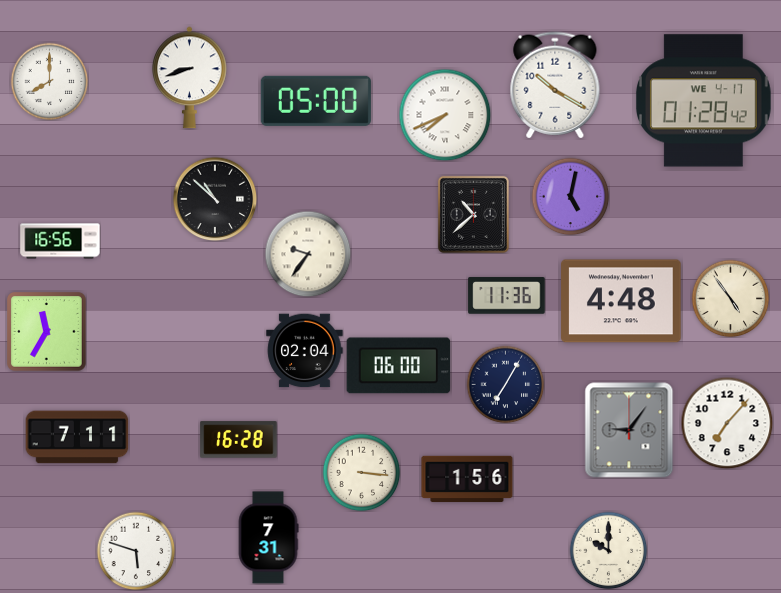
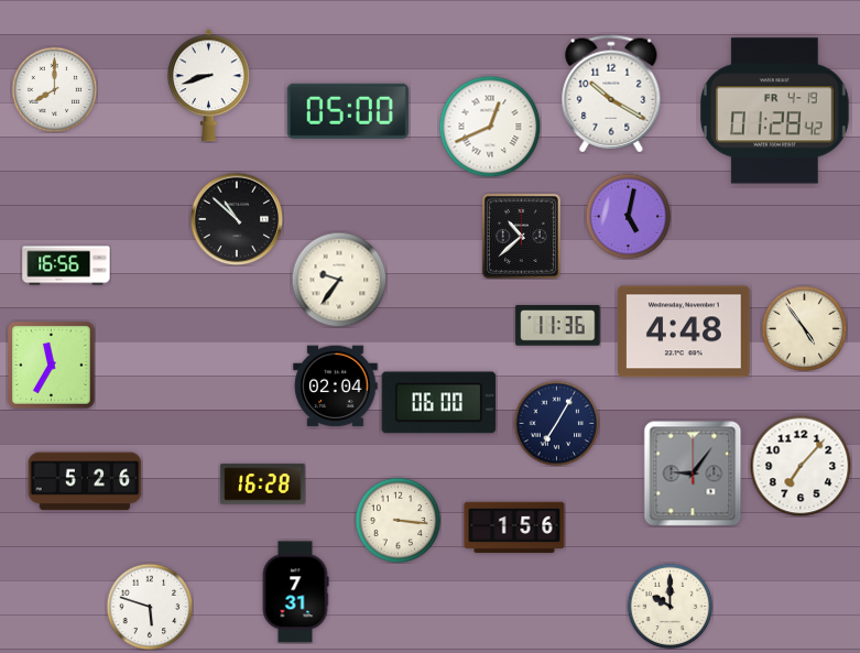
clock at (703, 101) date: WE 4-17 -> FR 4-19
clock at (445, 115): 7:41 -> 12:41
clock at (77, 437): 7:11 -> 5:26
